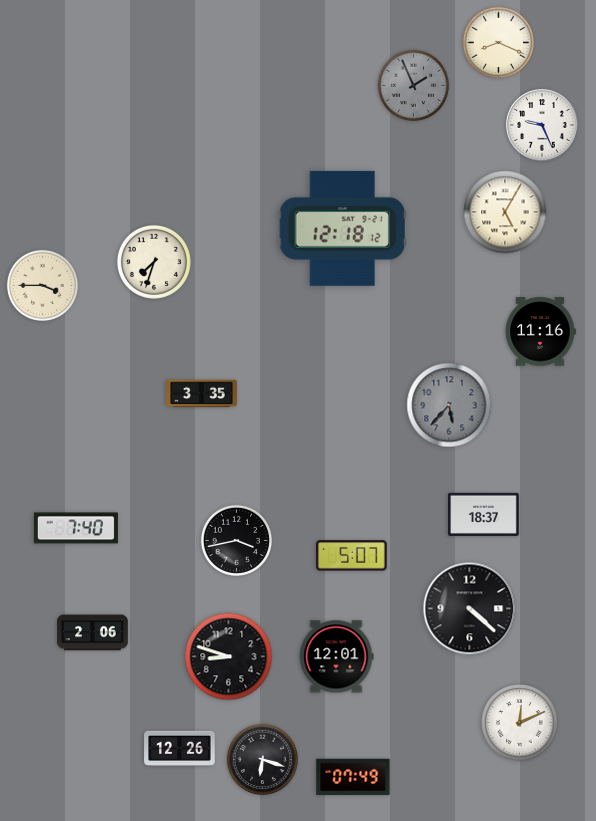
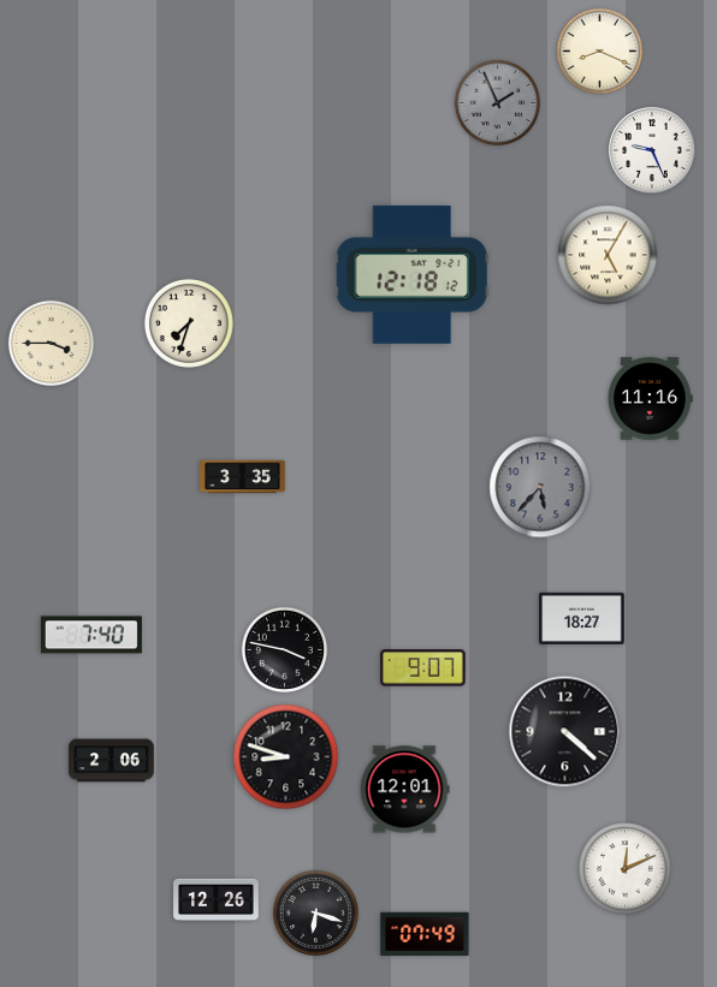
clock at (154, 262) position: (154, 262) -> (189, 323)
clock at (202, 394) position: (202, 394) -> (243, 477)
clock at (484, 514): 18:37 -> 18:27
clock at (236, 540): 3:43 -> 3:47
clock at (352, 556): 5:07 -> 9:07
clock at (229, 657) position: (229, 657) -> (286, 757)
